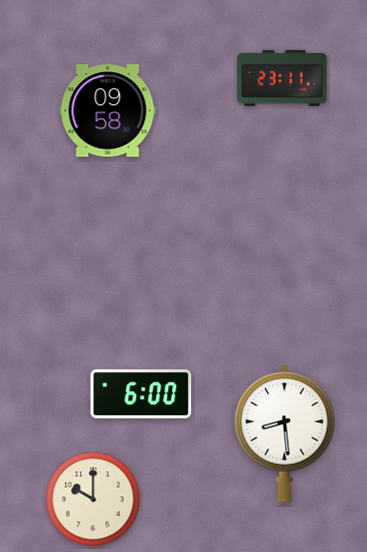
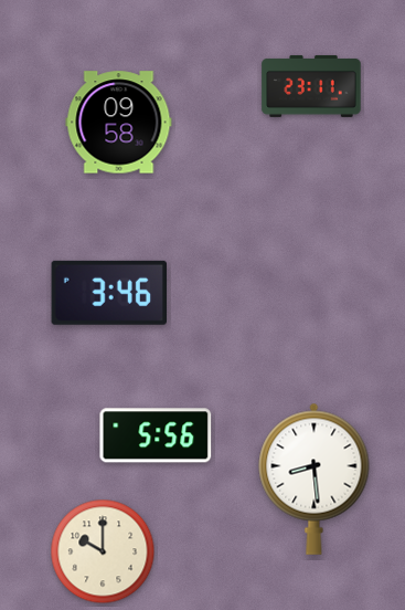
clock at (108, 293): none -> 3:46
clock at (141, 394): 6:00 -> 5:56
